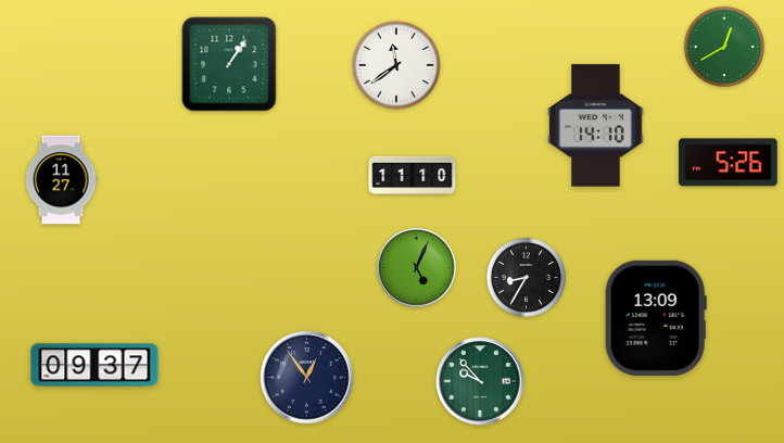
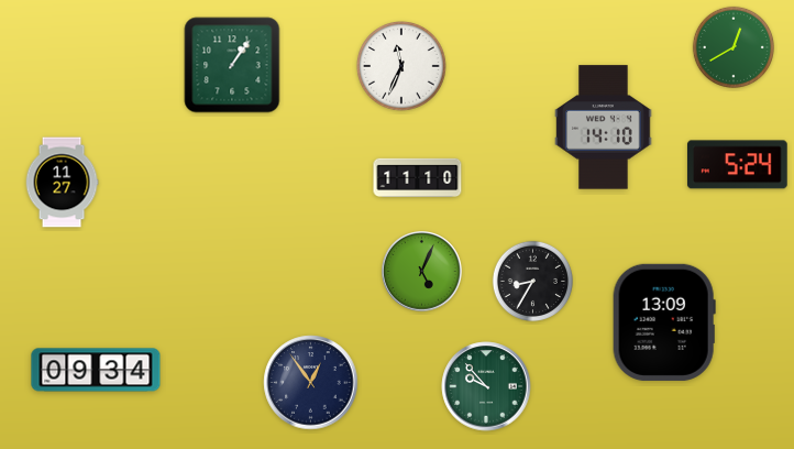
clock at (397, 66): 11:39 -> 11:34
clock at (728, 163): 5:26 -> 5:24
clock at (94, 365): 09:37 -> 09:34
